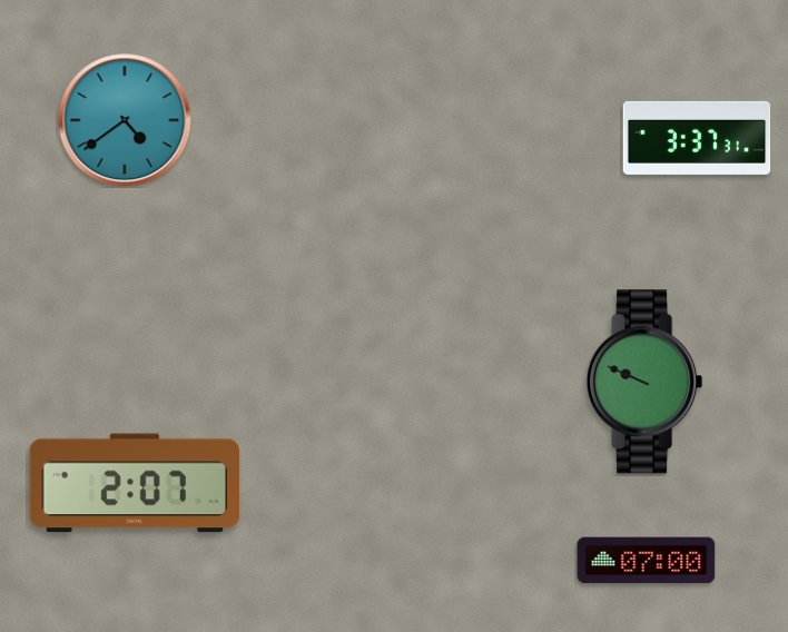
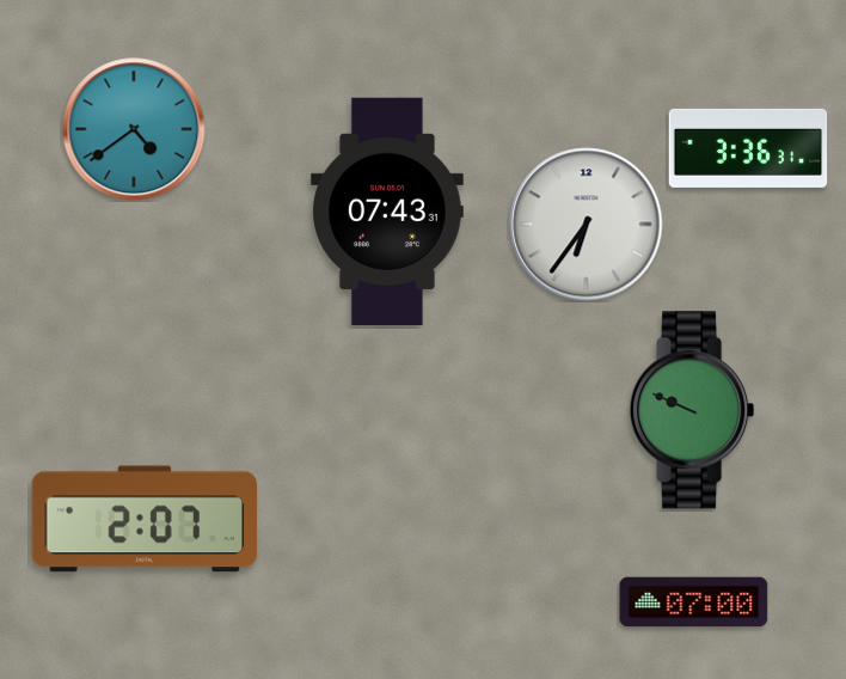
clock at (697, 138): 3:37 -> 3:36
clock at (388, 212): none -> 07:43
clock at (587, 225): none -> 6:36
